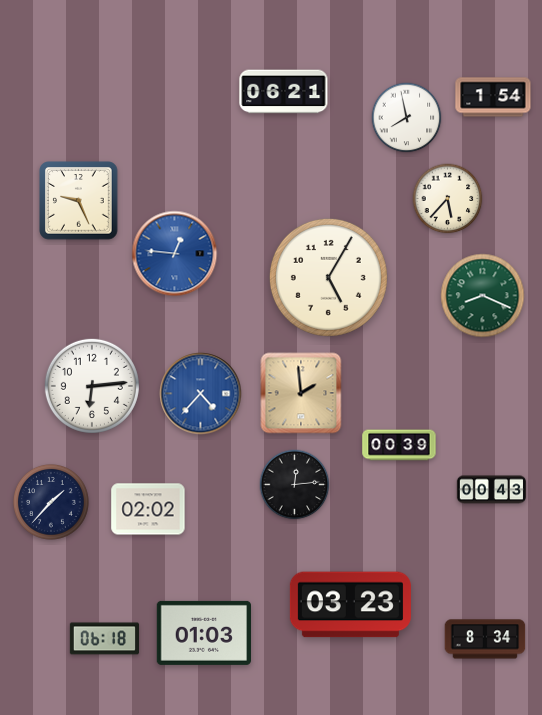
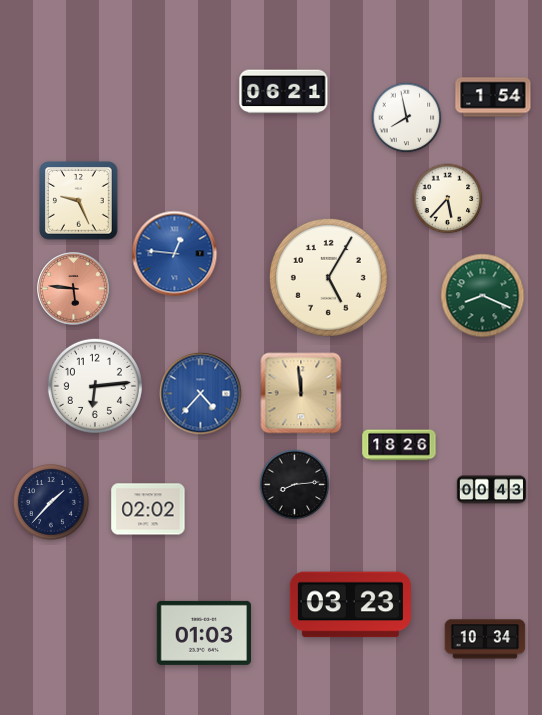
clock at (74, 289): none -> 5:46
clock at (92, 386) position: (92, 386) -> (95, 386)
clock at (301, 393): 1:59 -> 11:59
clock at (399, 445): 00:39 -> 18:26
clock at (295, 485): 12:14 -> 8:14
clock at (104, 639): 06:18 -> none
clock at (485, 639): 8:34 -> 10:34
